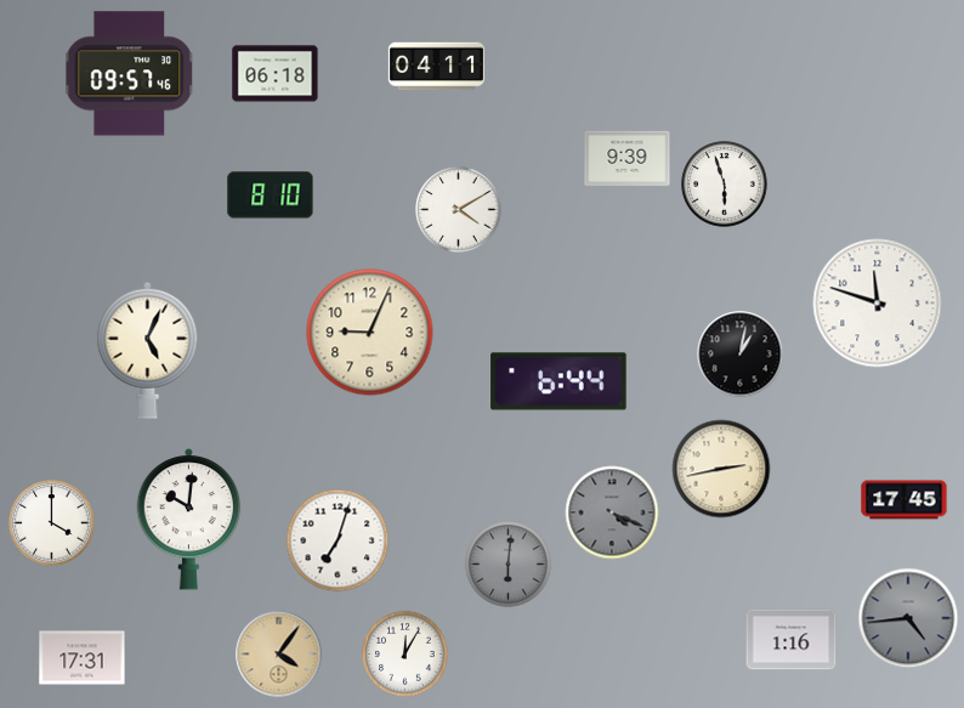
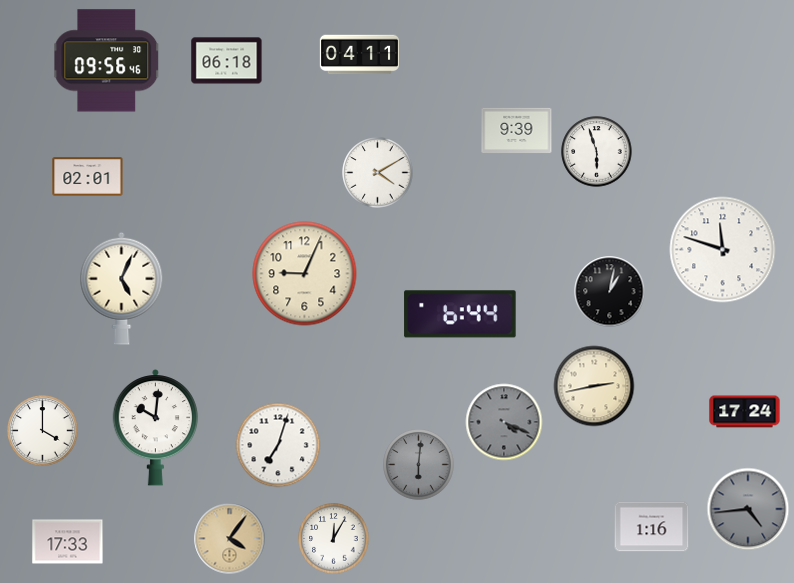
clock at (130, 74): 09:57 -> 09:56
clock at (271, 196): 8:10 -> none
clock at (88, 177): none -> 02:01
clock at (905, 500): 17:45 -> 17:24
clock at (83, 658): 17:31 -> 17:33
